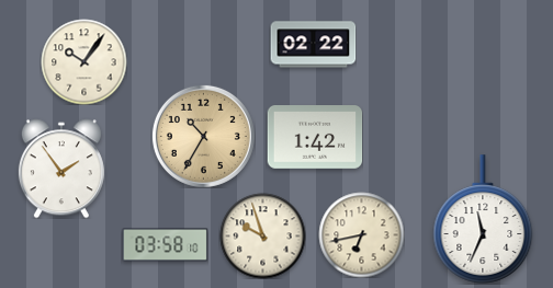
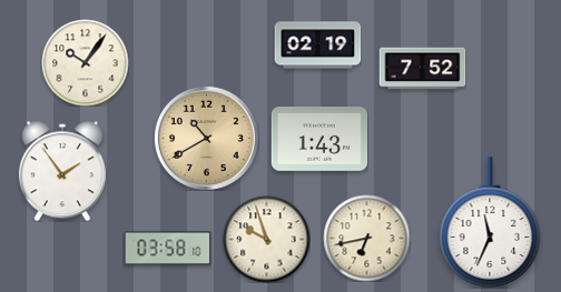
clock at (313, 45): 02:22 -> 02:19
clock at (422, 69): none -> 7:52
clock at (203, 136): 10:35 -> 10:40
clock at (315, 138): 1:42 -> 1:43
